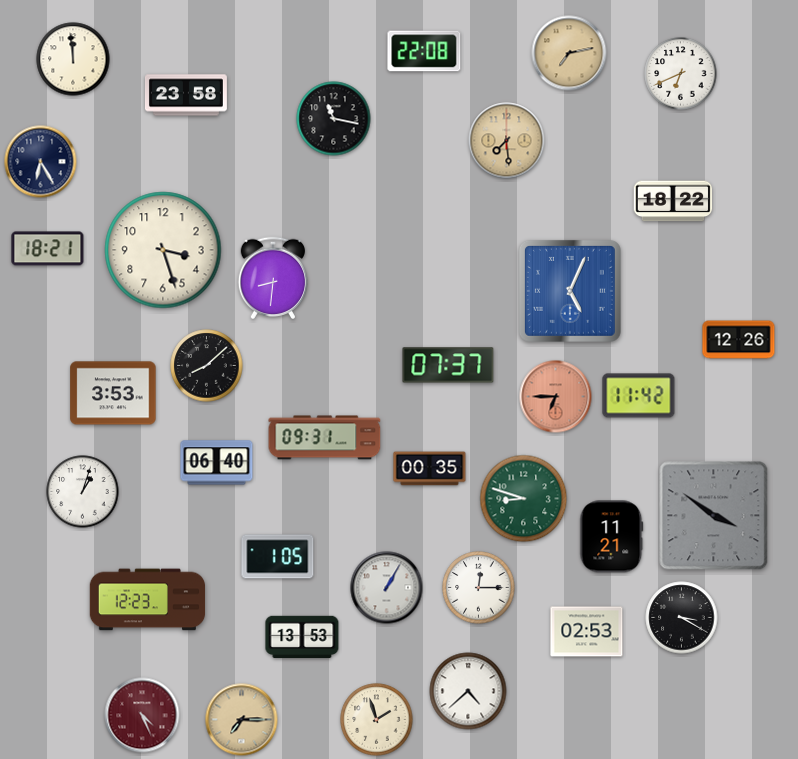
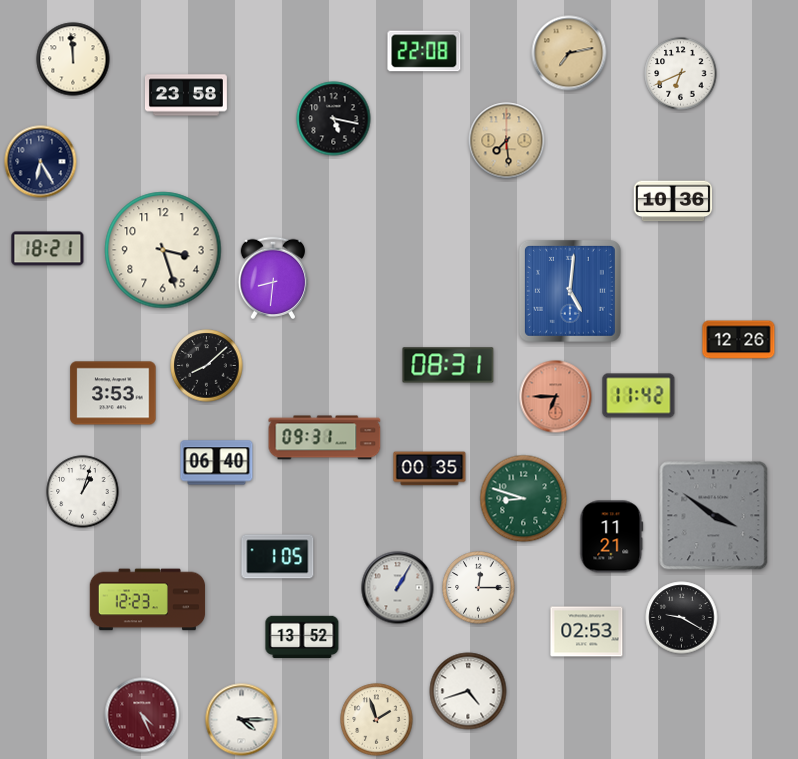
clock at (334, 119): 11:17 -> 5:17
clock at (673, 201): 18:22 -> 10:36
clock at (570, 291): 5:04 -> 5:01
clock at (448, 365): 07:37 -> 08:31
clock at (387, 588) position: (387, 588) -> (398, 588)
clock at (682, 618): 3:20 -> 9:20
clock at (302, 636): 13:53 -> 13:52
clock at (468, 691): 4:38 -> 4:42
clock at (242, 720): 7:15 -> 4:15
clock at (242, 720) dial: champagne -> white
